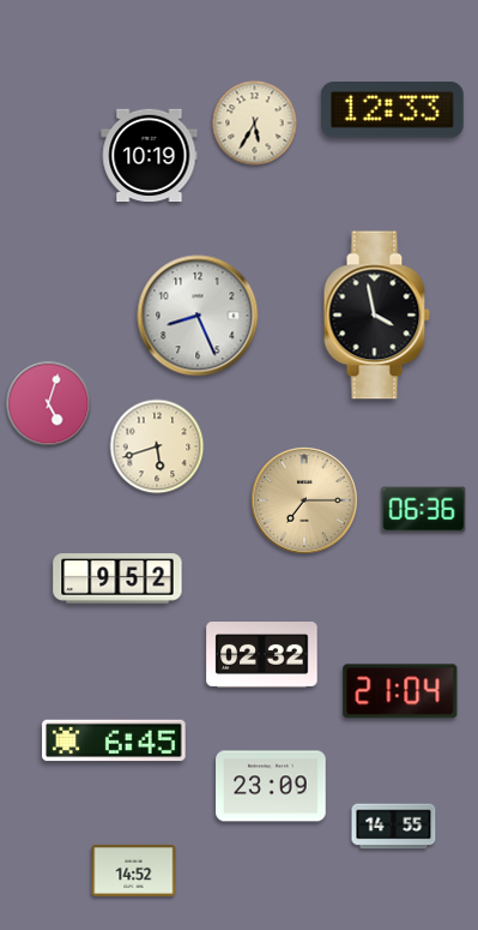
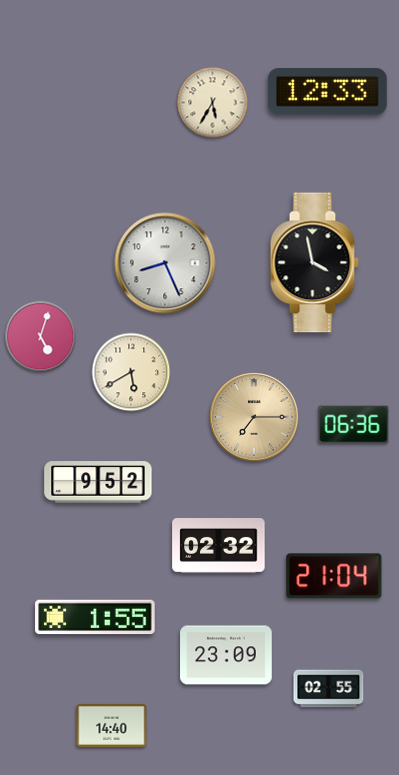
clock at (150, 156): 10:19 -> none
clock at (157, 446): 5:42 -> 5:40
clock at (114, 740): 6:45 -> 1:55
clock at (394, 827): 14:55 -> 02:55
clock at (134, 870): 14:52 -> 14:40
